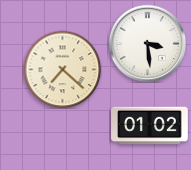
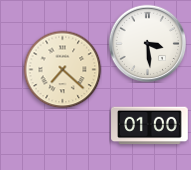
clock at (150, 126): 01:02 -> 01:00
